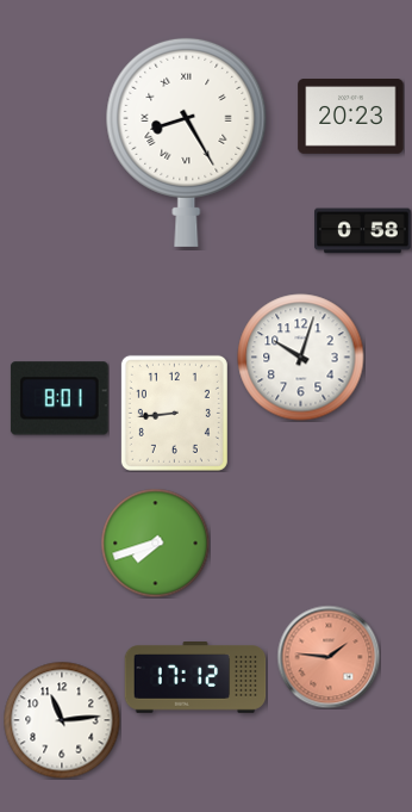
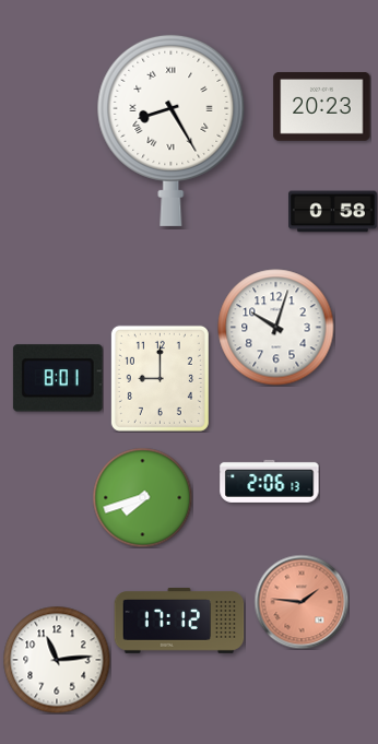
clock at (60, 398) position: (60, 398) -> (58, 378)
clock at (174, 413): 8:44 -> 9:00
clock at (270, 481): none -> 2:06
